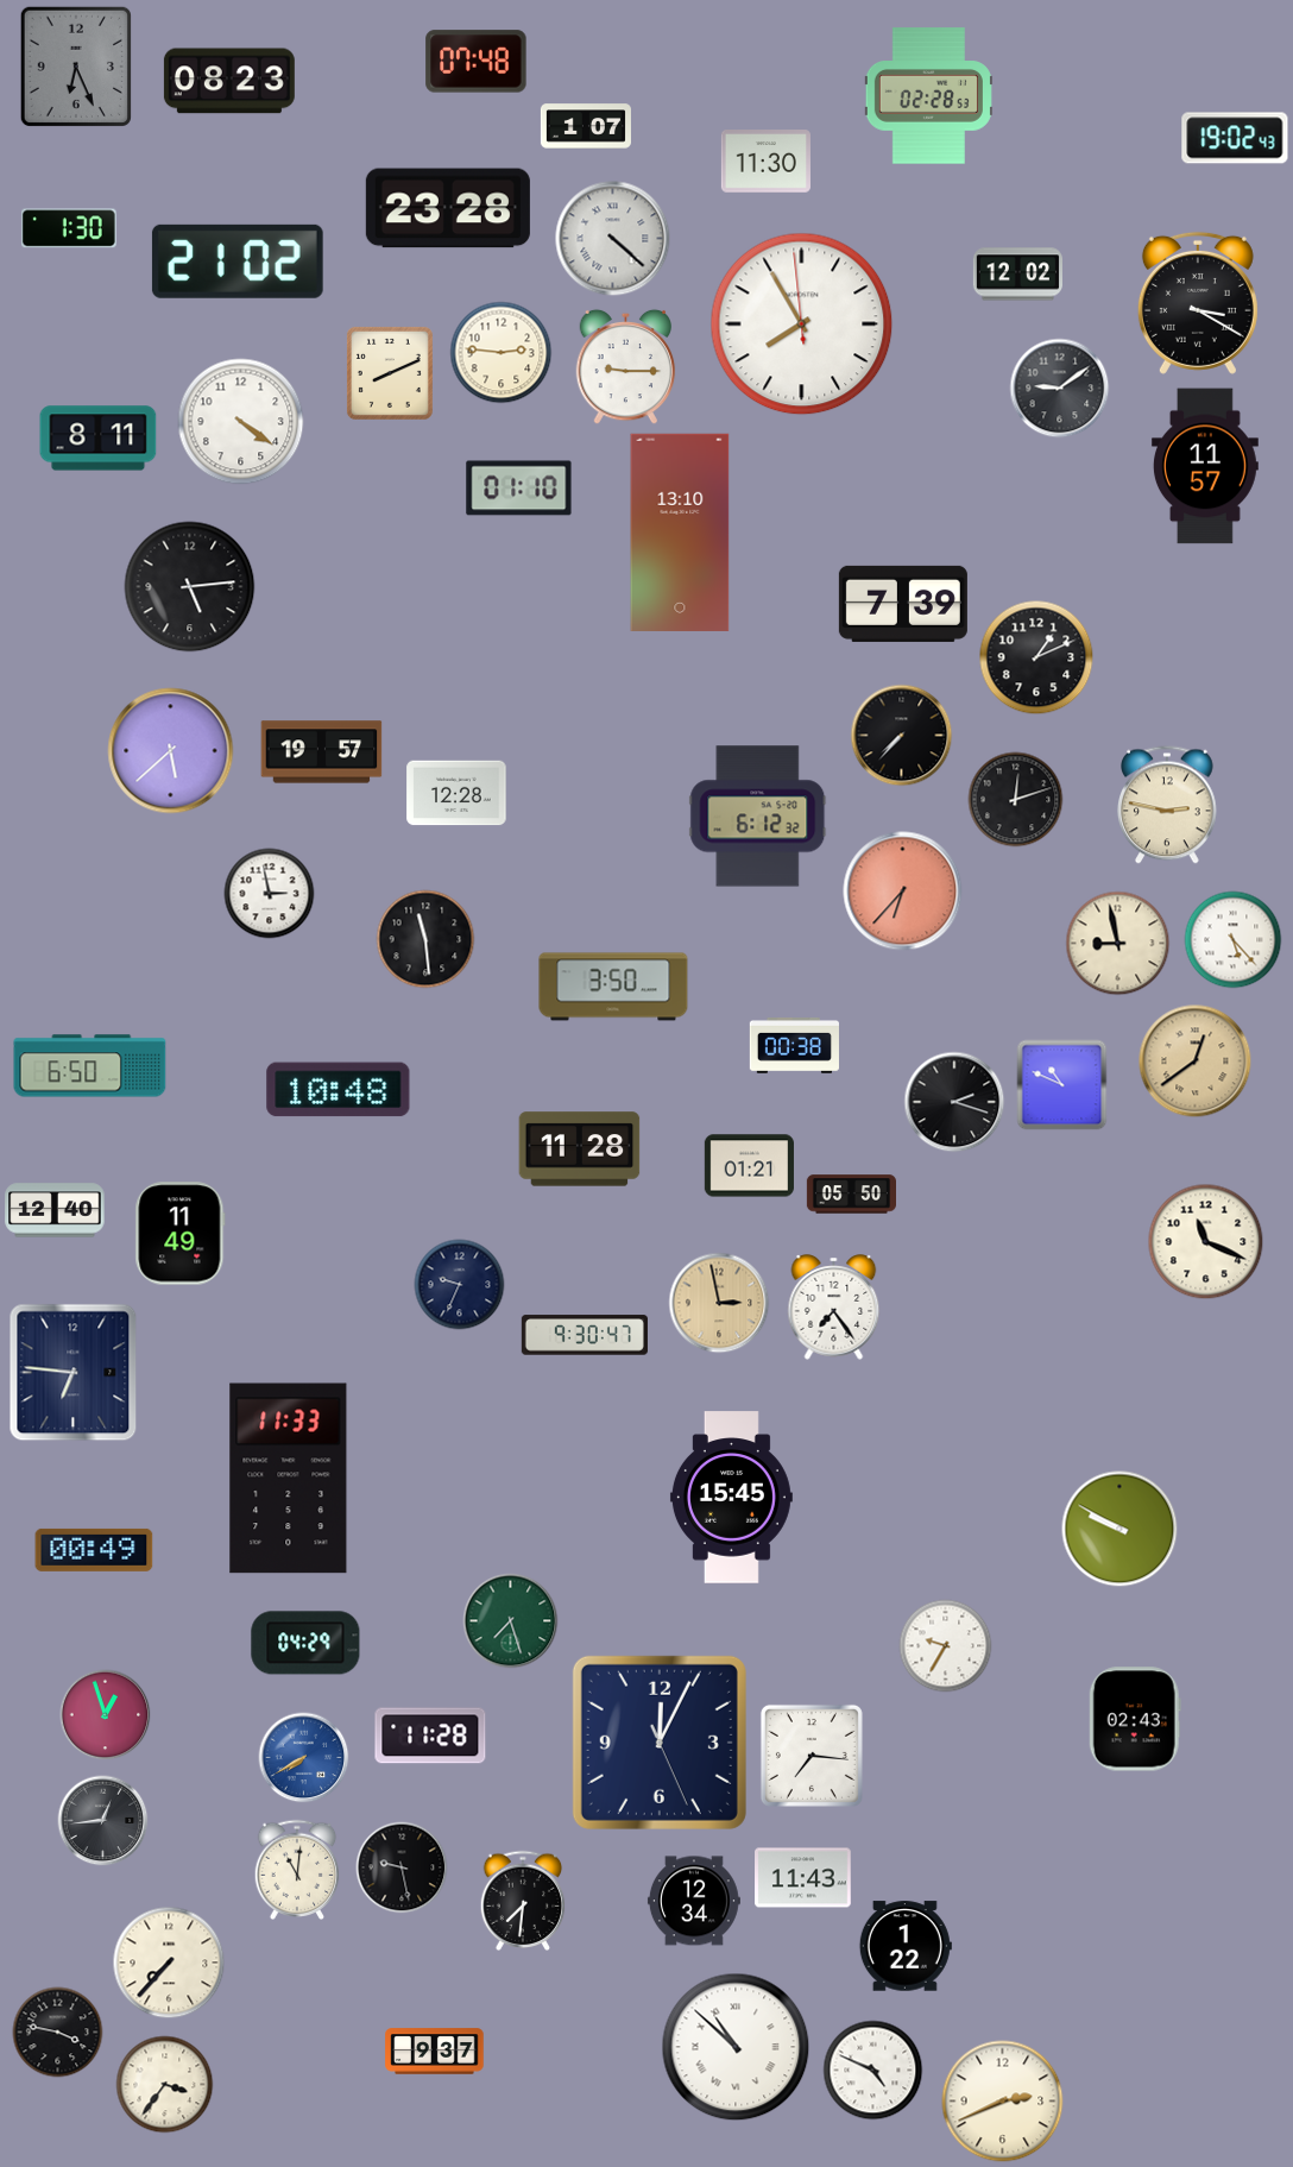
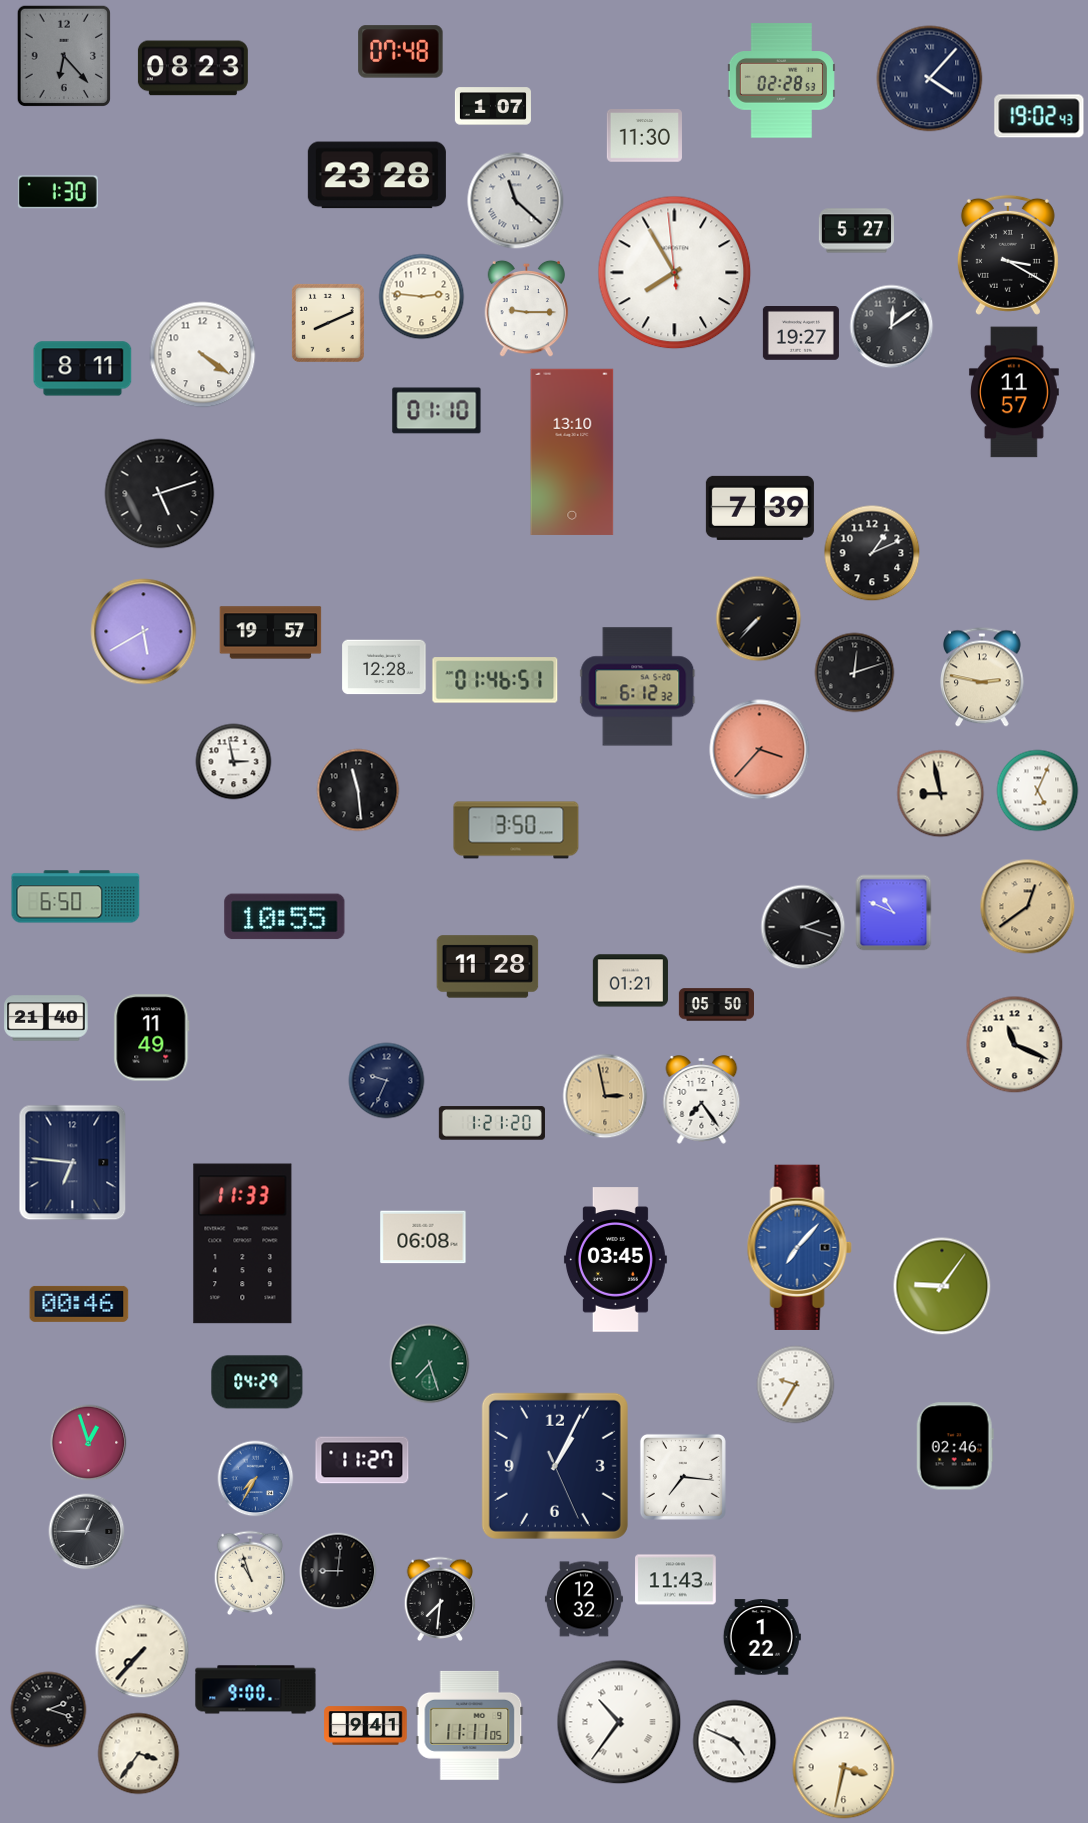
clock at (76, 65): 6:26 -> 6:23
clock at (930, 79): none -> 4:07
clock at (613, 239): 4:22 -> 11:22
clock at (238, 262): 21:02 -> none
clock at (1017, 275): 12:02 -> 5:27
clock at (390, 373) position: (390, 373) -> (328, 323)
clock at (1060, 389): 9:09 -> 12:09
clock at (801, 334): none -> 19:27
clock at (680, 533) position: (680, 533) -> (572, 452)
clock at (190, 587): 5:14 -> 5:12
clock at (171, 751): 5:38 -> 5:40
clock at (495, 680): none -> 01:46
clock at (903, 892): 6:37 -> 3:37
clock at (270, 894) position: (270, 894) -> (234, 762)
clock at (1234, 940): 5:23 -> 5:04
clock at (794, 1045): 00:38 -> none
clock at (1196, 1062) position: (1196, 1062) -> (1028, 907)
clock at (339, 1090): 10:48 -> 10:55
clock at (55, 1210): 12:40 -> 21:40
clock at (585, 1335): 9:30 -> 1:21
clock at (74, 1373) position: (74, 1373) -> (73, 1163)
clock at (423, 1237): none -> 06:08
clock at (799, 1247): none -> 7:07
clock at (731, 1498): 15:45 -> 03:45
clock at (1119, 1529): 9:50 -> 9:06
clock at (94, 1550): 00:49 -> 00:46
clock at (1135, 1719): 02:43 -> 02:46
clock at (430, 1736): 11:28 -> 11:27
clock at (660, 1743): 12:04 -> 1:04
clock at (304, 1758): 7:40 -> 7:35
clock at (103, 1821): 12:44 -> 12:45
clock at (402, 1867): 9:28 -> 9:01
clock at (297, 1869): 11:01 -> 10:57
clock at (694, 1901): 12:34 -> 12:32
clock at (256, 1690): none -> 9:00
clock at (58, 2033): 3:47 -> 2:18
clock at (736, 2047): 10:52 -> 10:36
clock at (470, 1725): none -> 11:11
clock at (435, 2052): 9:37 -> 9:41
clock at (1003, 2102): 2:41 -> 3:32
